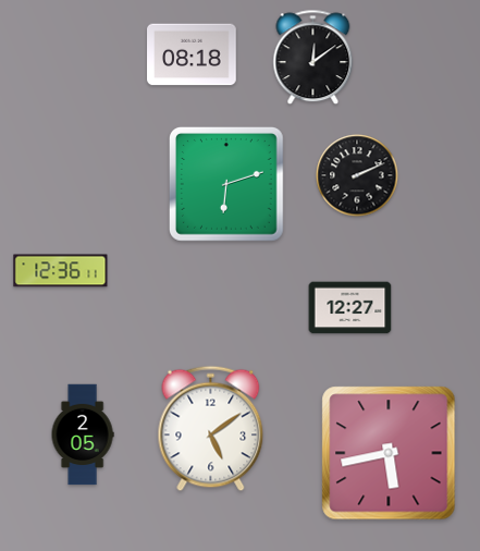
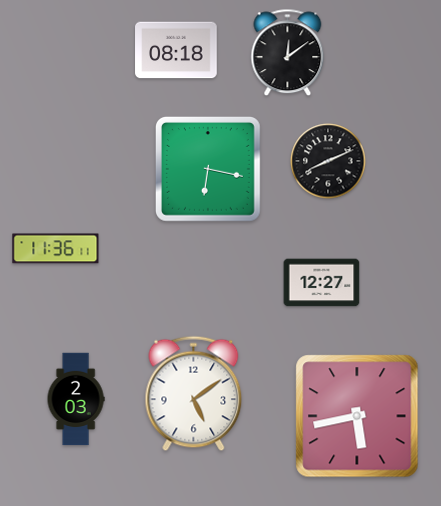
clock at (357, 175): 2:11 -> 8:11
clock at (227, 184): 6:12 -> 6:17
clock at (61, 271): 12:36 -> 11:36
clock at (83, 434): 2:05 -> 2:03
